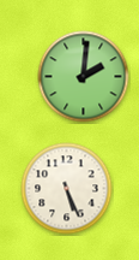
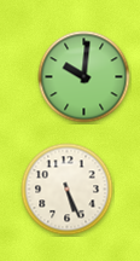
clock at (84, 77): 2:01 -> 10:01
